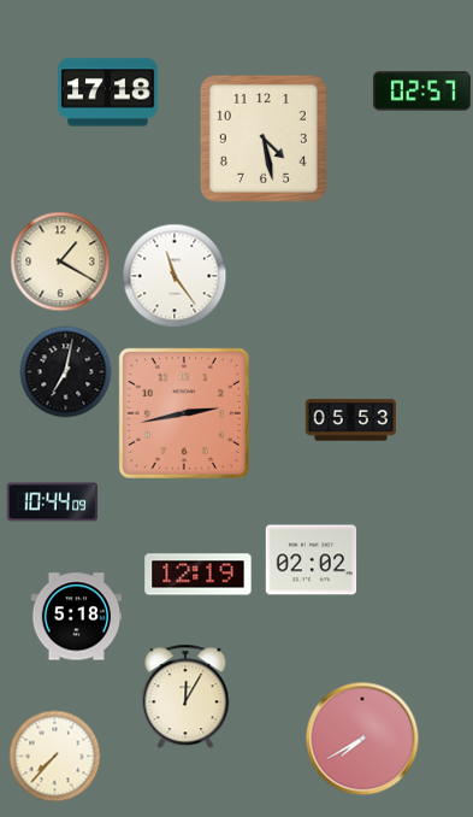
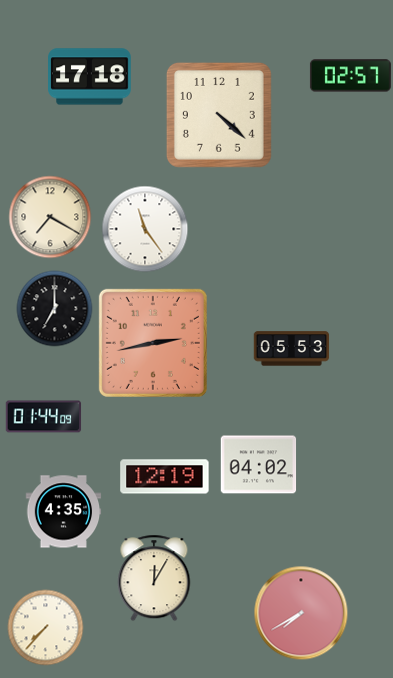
clock at (264, 139): 4:28 -> 4:22
clock at (60, 261): 1:20 -> 7:20
clock at (66, 372): 7:02 -> 7:00
clock at (53, 502): 10:44 -> 01:44
clock at (312, 560): 02:02 -> 04:02
clock at (77, 617): 5:18 -> 4:35
